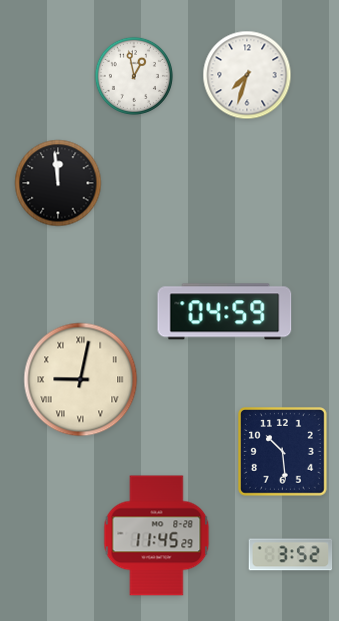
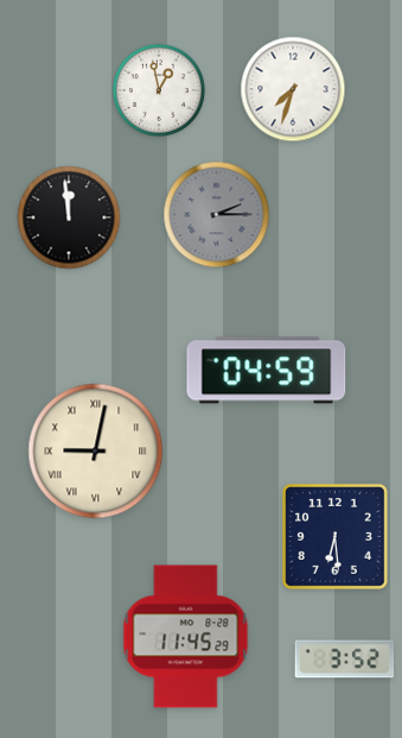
clock at (217, 215): none -> 2:15
clock at (283, 452): 10:29 -> 6:29
